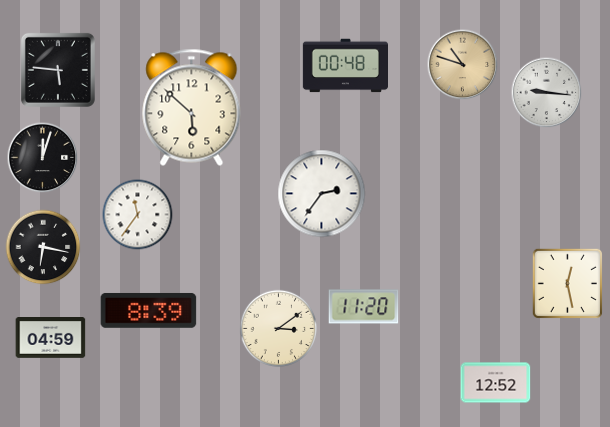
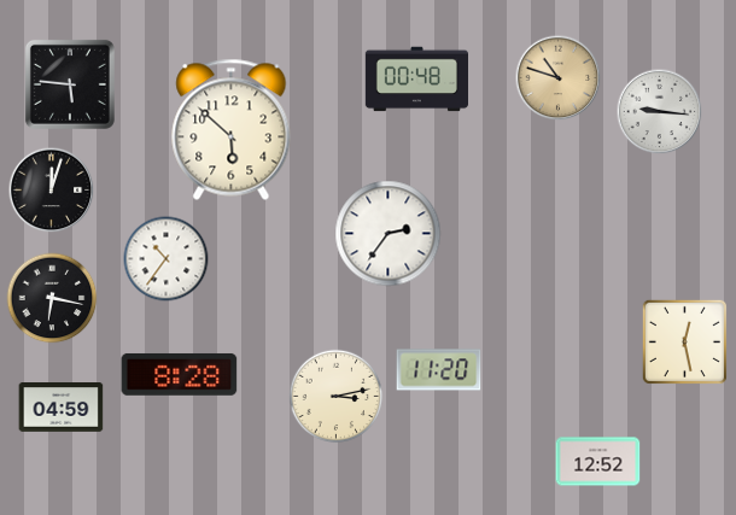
clock at (138, 215): 11:36 -> 10:36
clock at (149, 310): 8:39 -> 8:28
clock at (279, 329): 3:09 -> 3:13
